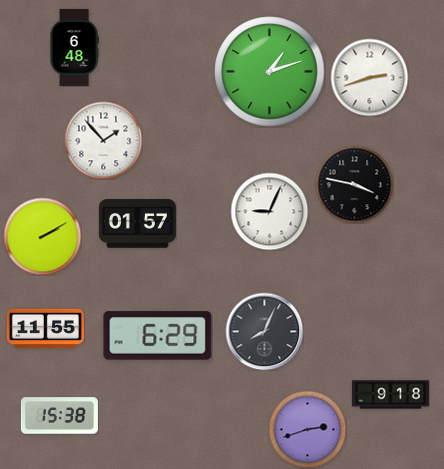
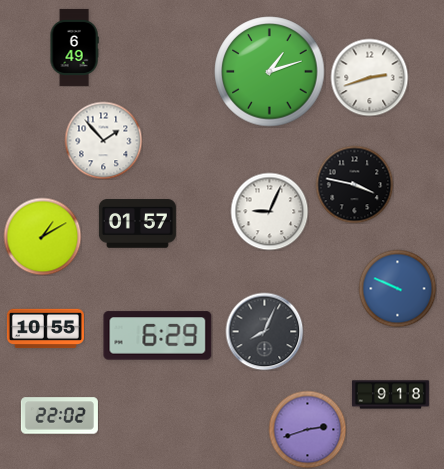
clock at (74, 47): 6:48 -> 6:49
clock at (42, 236): 2:10 -> 1:10
clock at (397, 288): none -> 9:49
clock at (45, 329): 11:55 -> 10:55
clock at (59, 416): 15:38 -> 22:02
